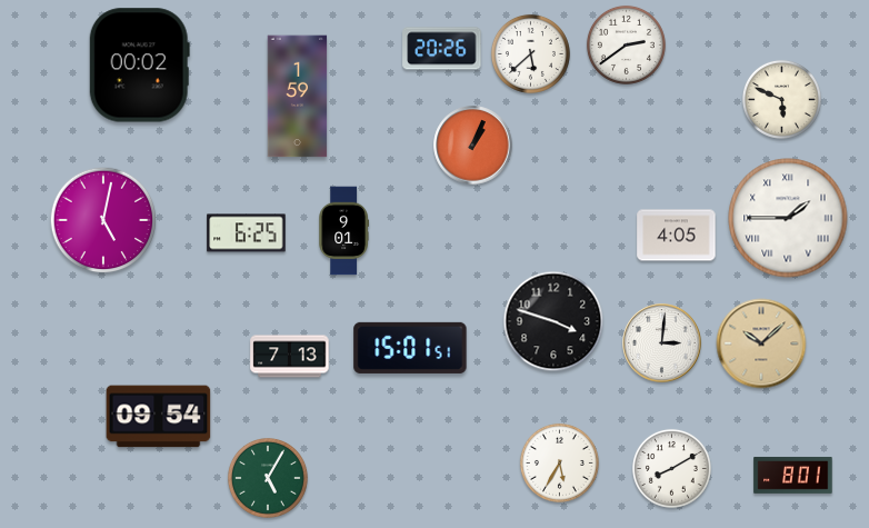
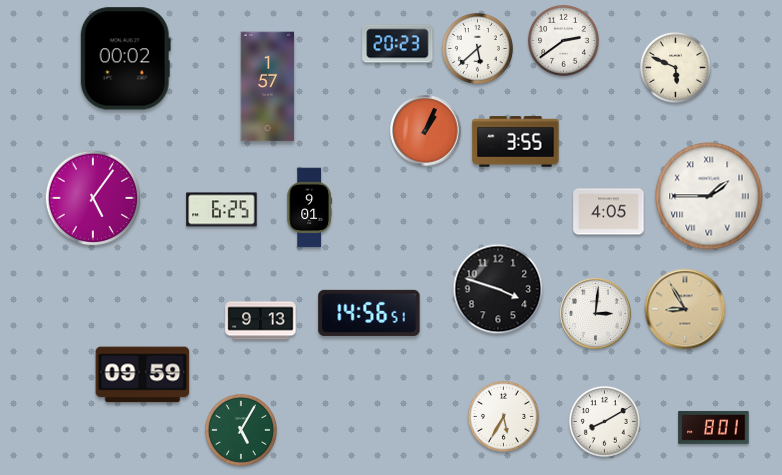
clock at (442, 49): 20:26 -> 20:23
clock at (298, 97): 1:59 -> 1:57
clock at (781, 99) position: (781, 99) -> (675, 67)
clock at (516, 142): none -> 3:55
clock at (103, 220): 5:02 -> 5:06
clock at (662, 343) position: (662, 343) -> (596, 314)
clock at (761, 343): 10:08 -> 8:55
clock at (410, 348): 15:01 -> 14:56
clock at (290, 357): 7:13 -> 9:13
clock at (159, 417): 09:54 -> 09:59
